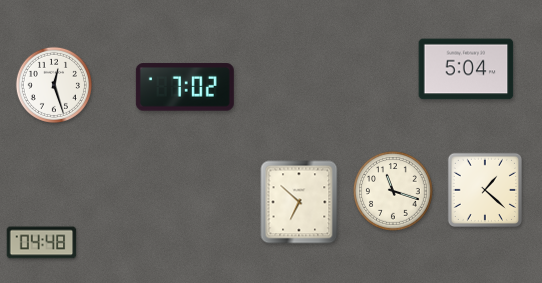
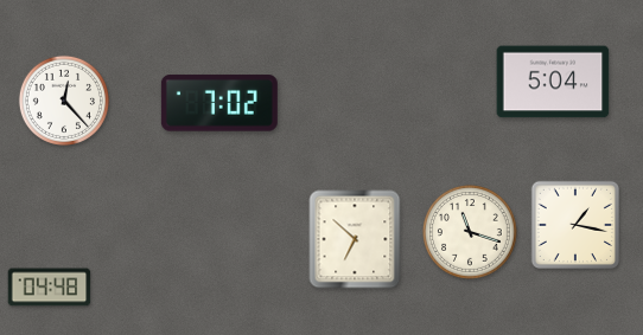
clock at (54, 85): 12:27 -> 12:23
clock at (484, 189): 1:22 -> 1:17
clock at (393, 191) position: (393, 191) -> (470, 232)
